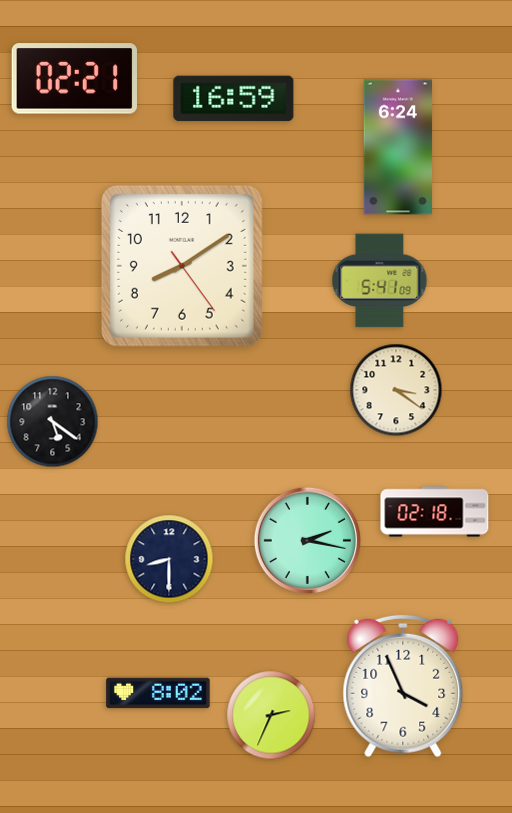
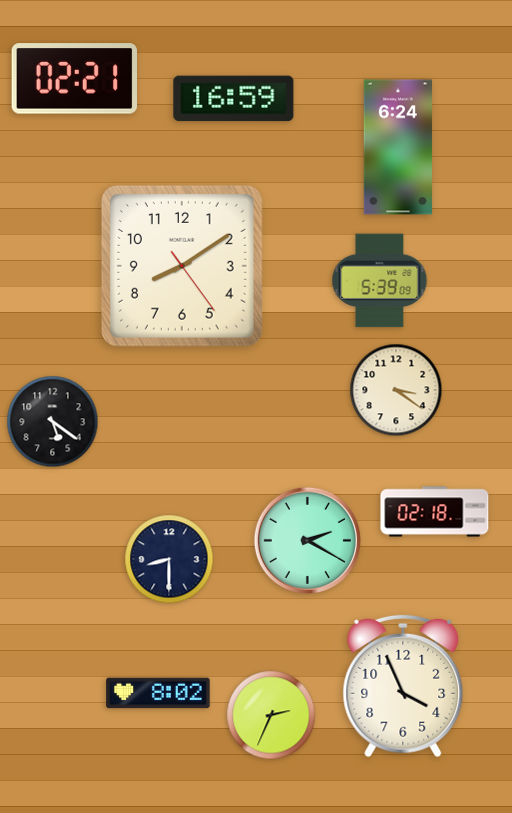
clock at (380, 281): 5:41 -> 5:39
clock at (307, 540): 2:17 -> 2:20
